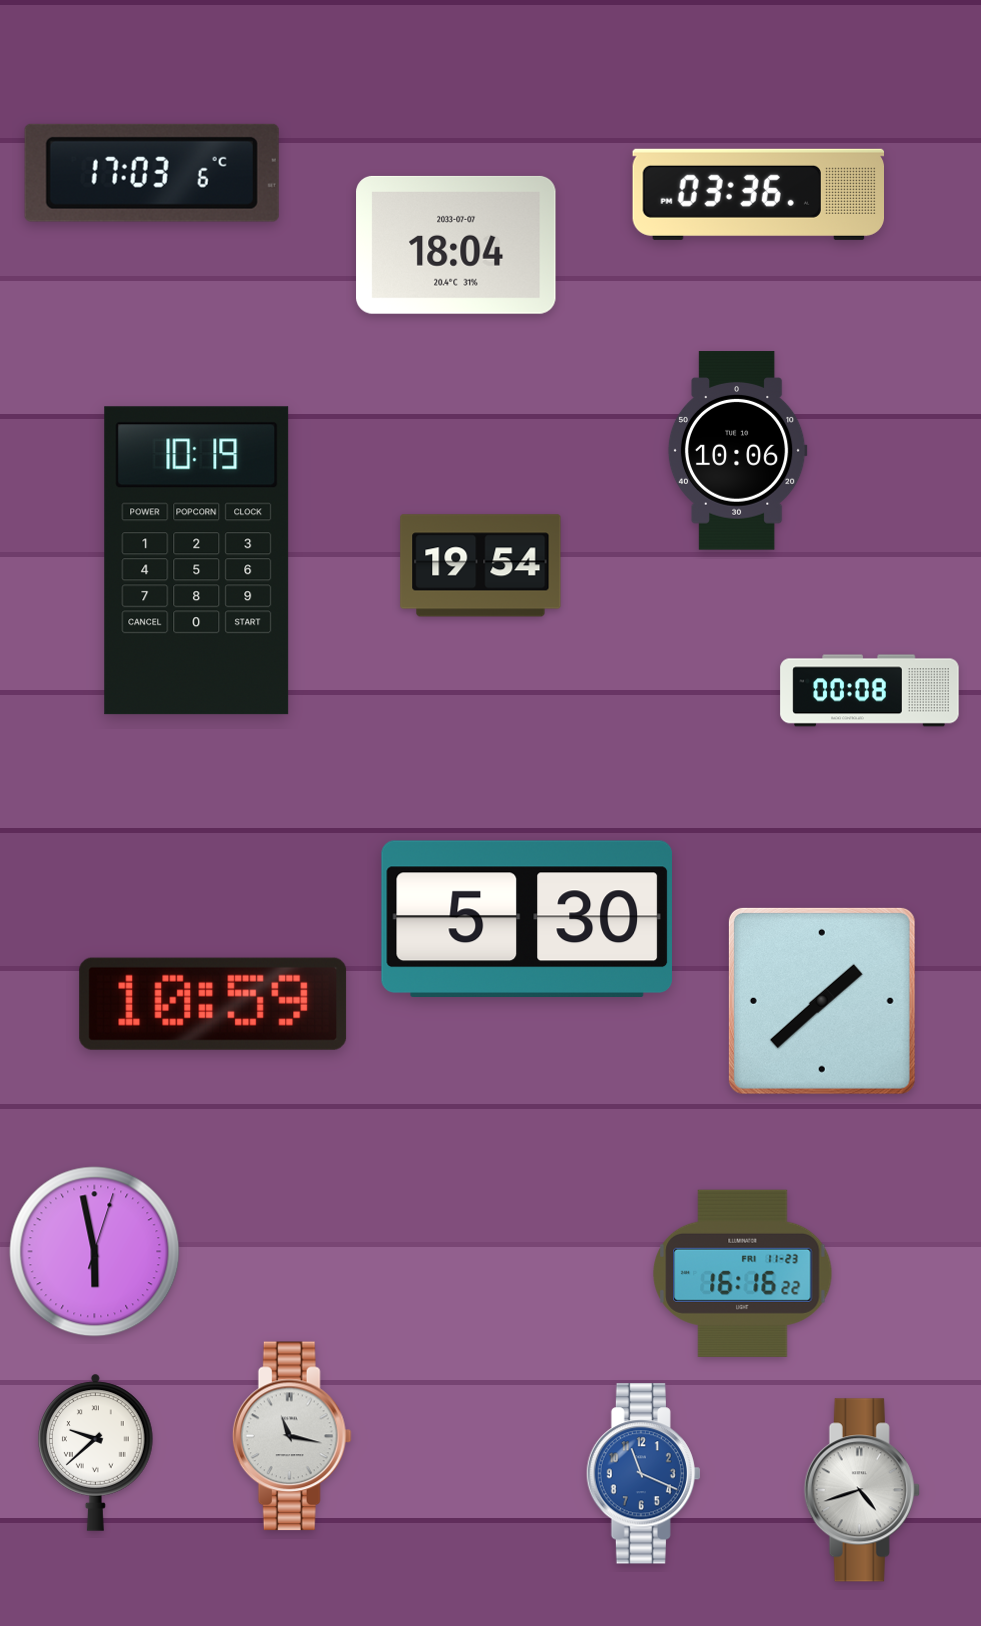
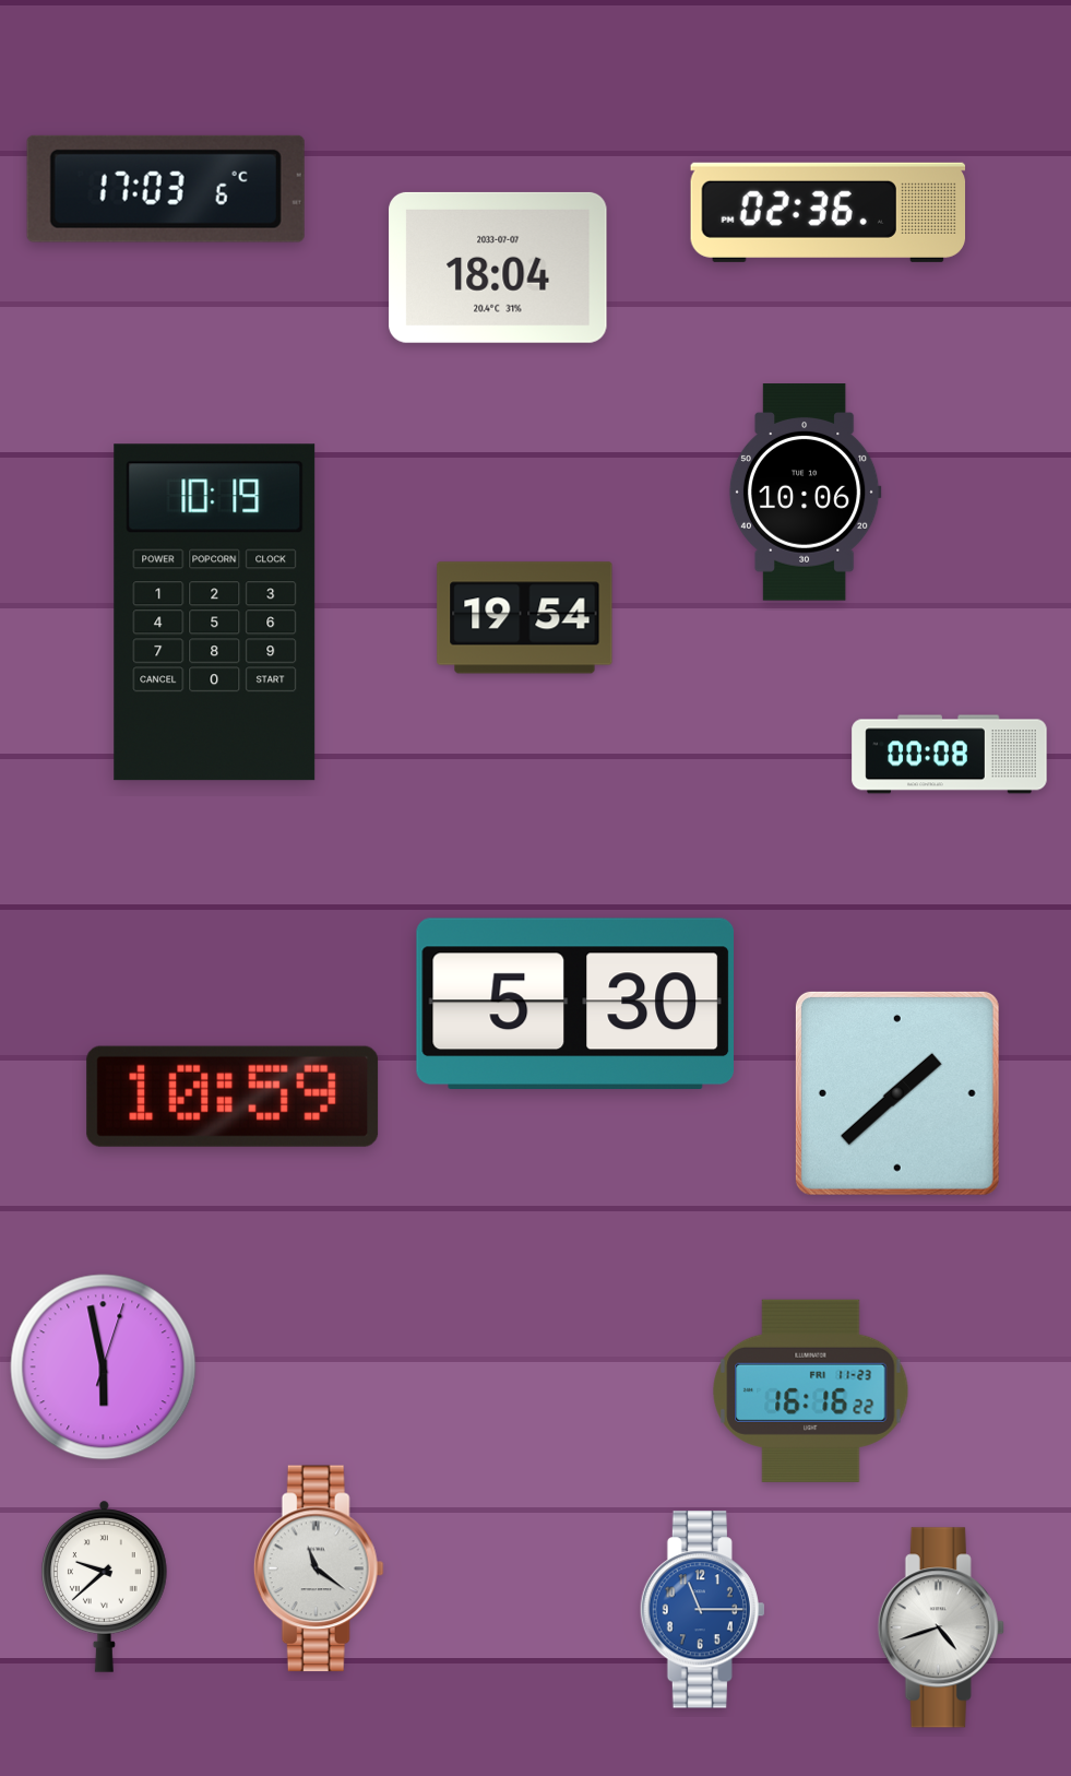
clock at (758, 194): 03:36 -> 02:36
clock at (292, 1436): 11:17 -> 11:21
clock at (643, 1474): 11:19 -> 11:15
